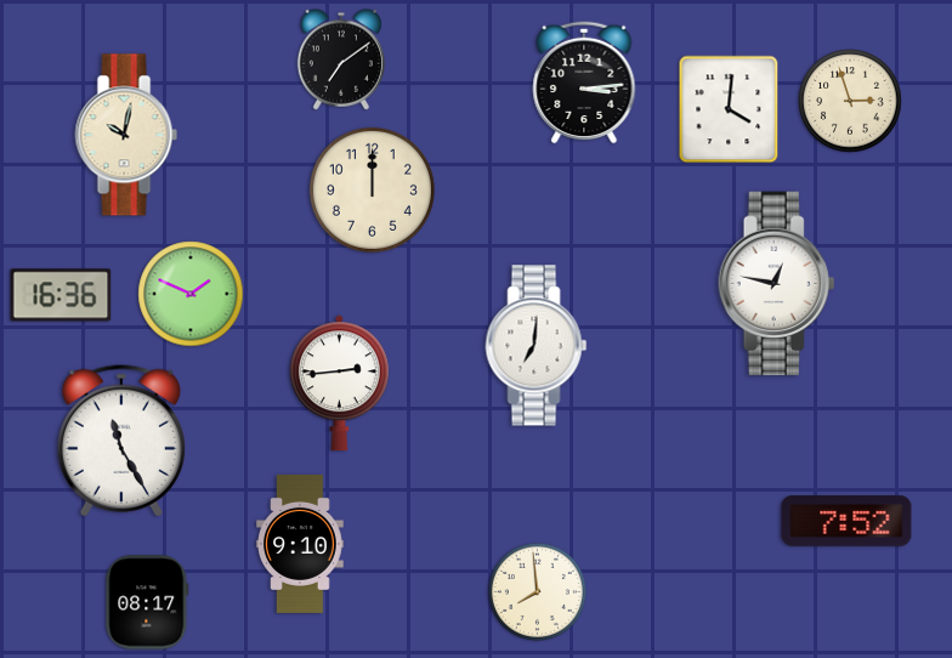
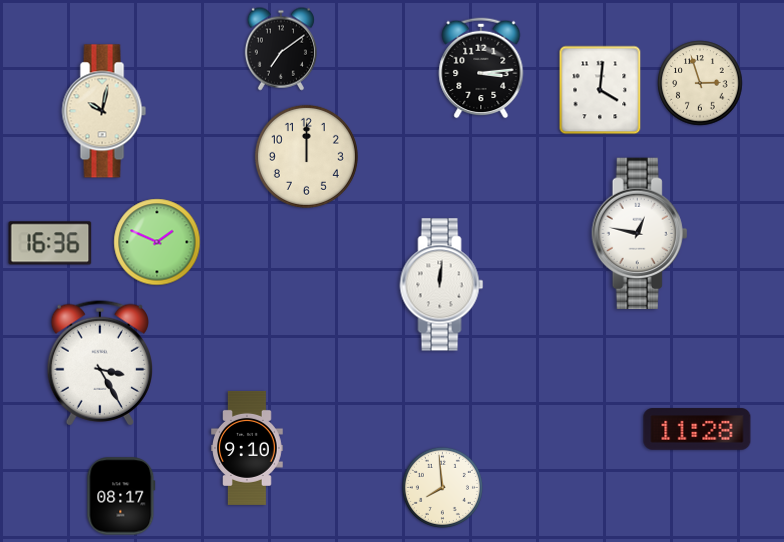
clock at (537, 346): 7:01 -> 12:01
clock at (340, 384): 2:44 -> none
clock at (120, 441): 11:25 -> 3:25
clock at (846, 521): 7:52 -> 11:28
